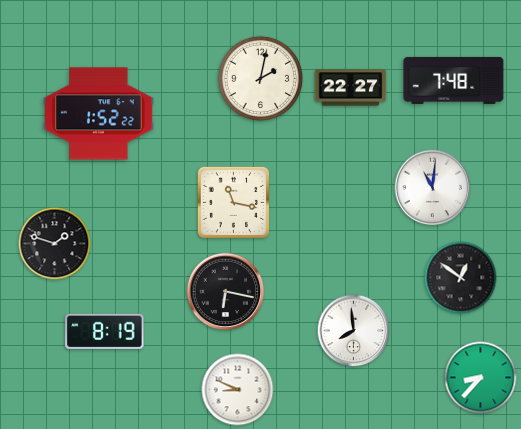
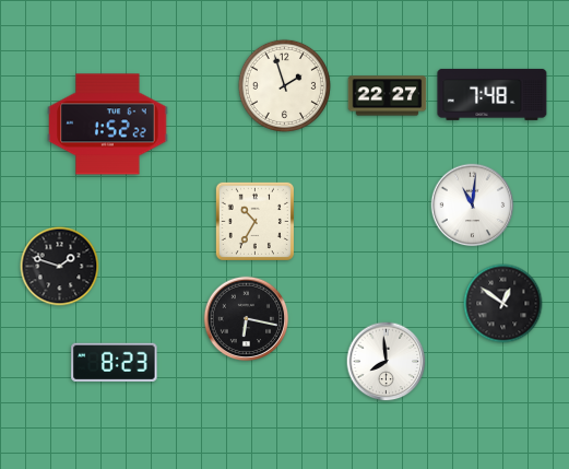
clock at (260, 78): 2:02 -> 1:57
clock at (454, 80) position: (454, 80) -> (493, 94)
clock at (351, 88) position: (351, 88) -> (388, 96)
clock at (233, 202): 11:17 -> 10:35
clock at (105, 331): 8:19 -> 8:23
clock at (481, 378): 8:37 -> none
clock at (238, 390): 8:49 -> none
